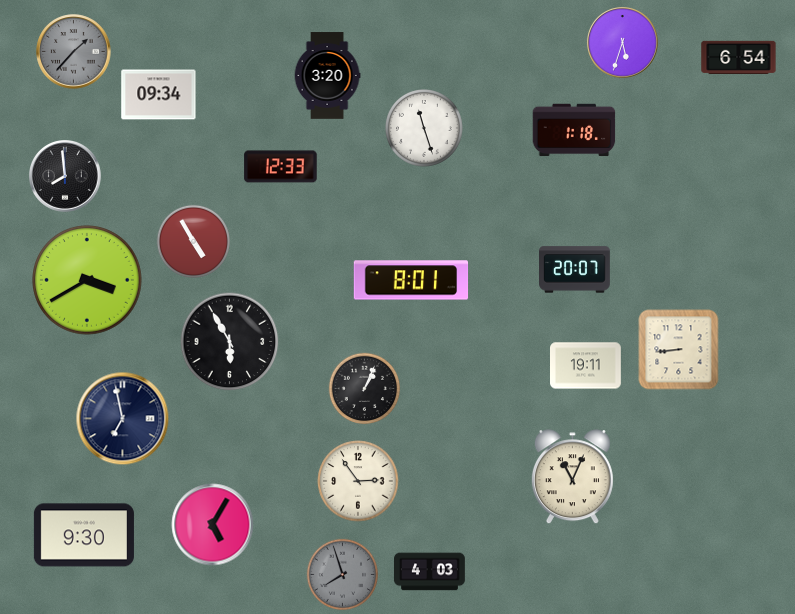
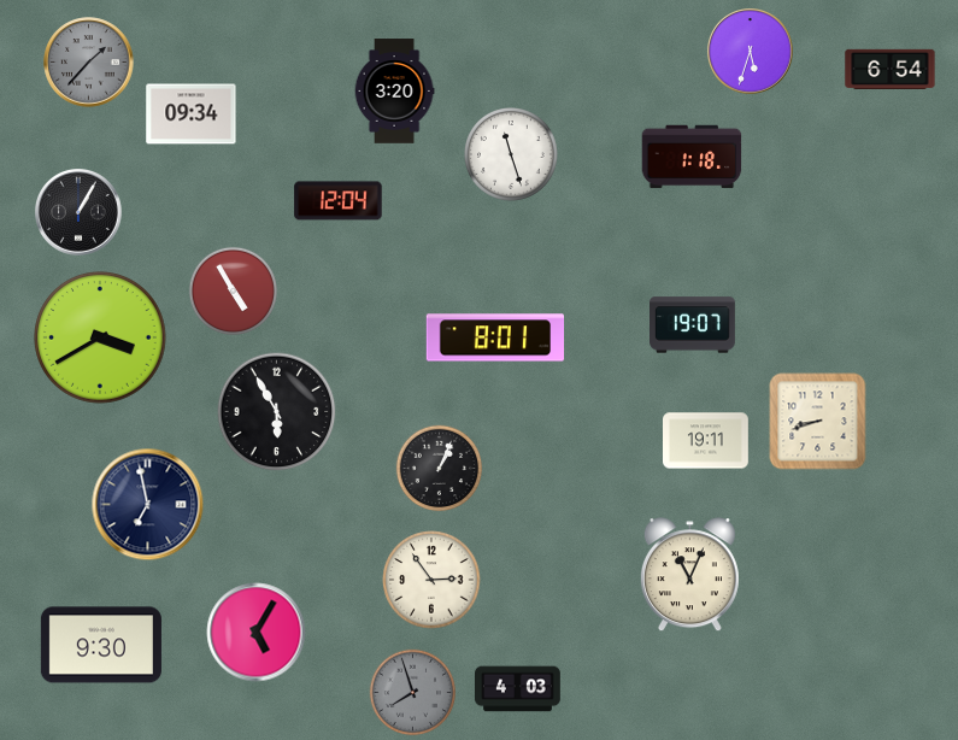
clock at (281, 167): 12:33 -> 12:04
clock at (66, 177): 7:59 -> 1:05
clock at (575, 270): 20:07 -> 19:07
clock at (87, 280) position: (87, 280) -> (100, 337)
clock at (679, 350): 8:44 -> 8:42
